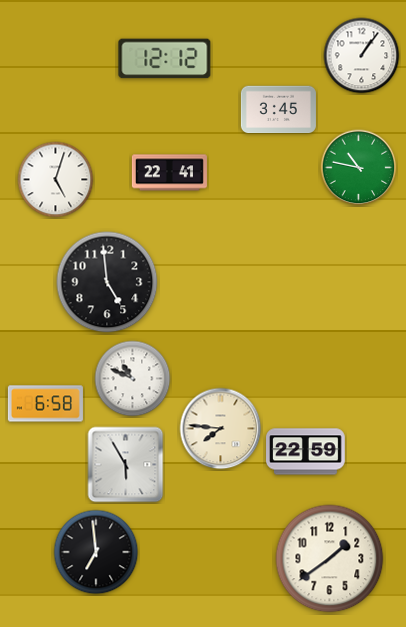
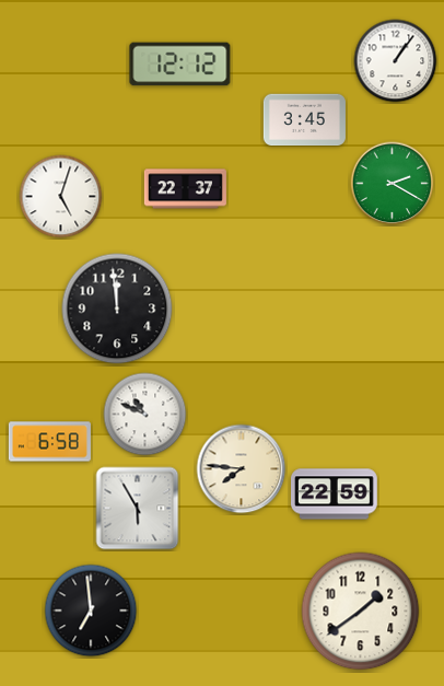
clock at (359, 168): 10:47 -> 2:20
clock at (169, 173): 22:41 -> 22:37
clock at (107, 282): 4:59 -> 11:59
clock at (96, 552) position: (96, 552) -> (91, 611)
